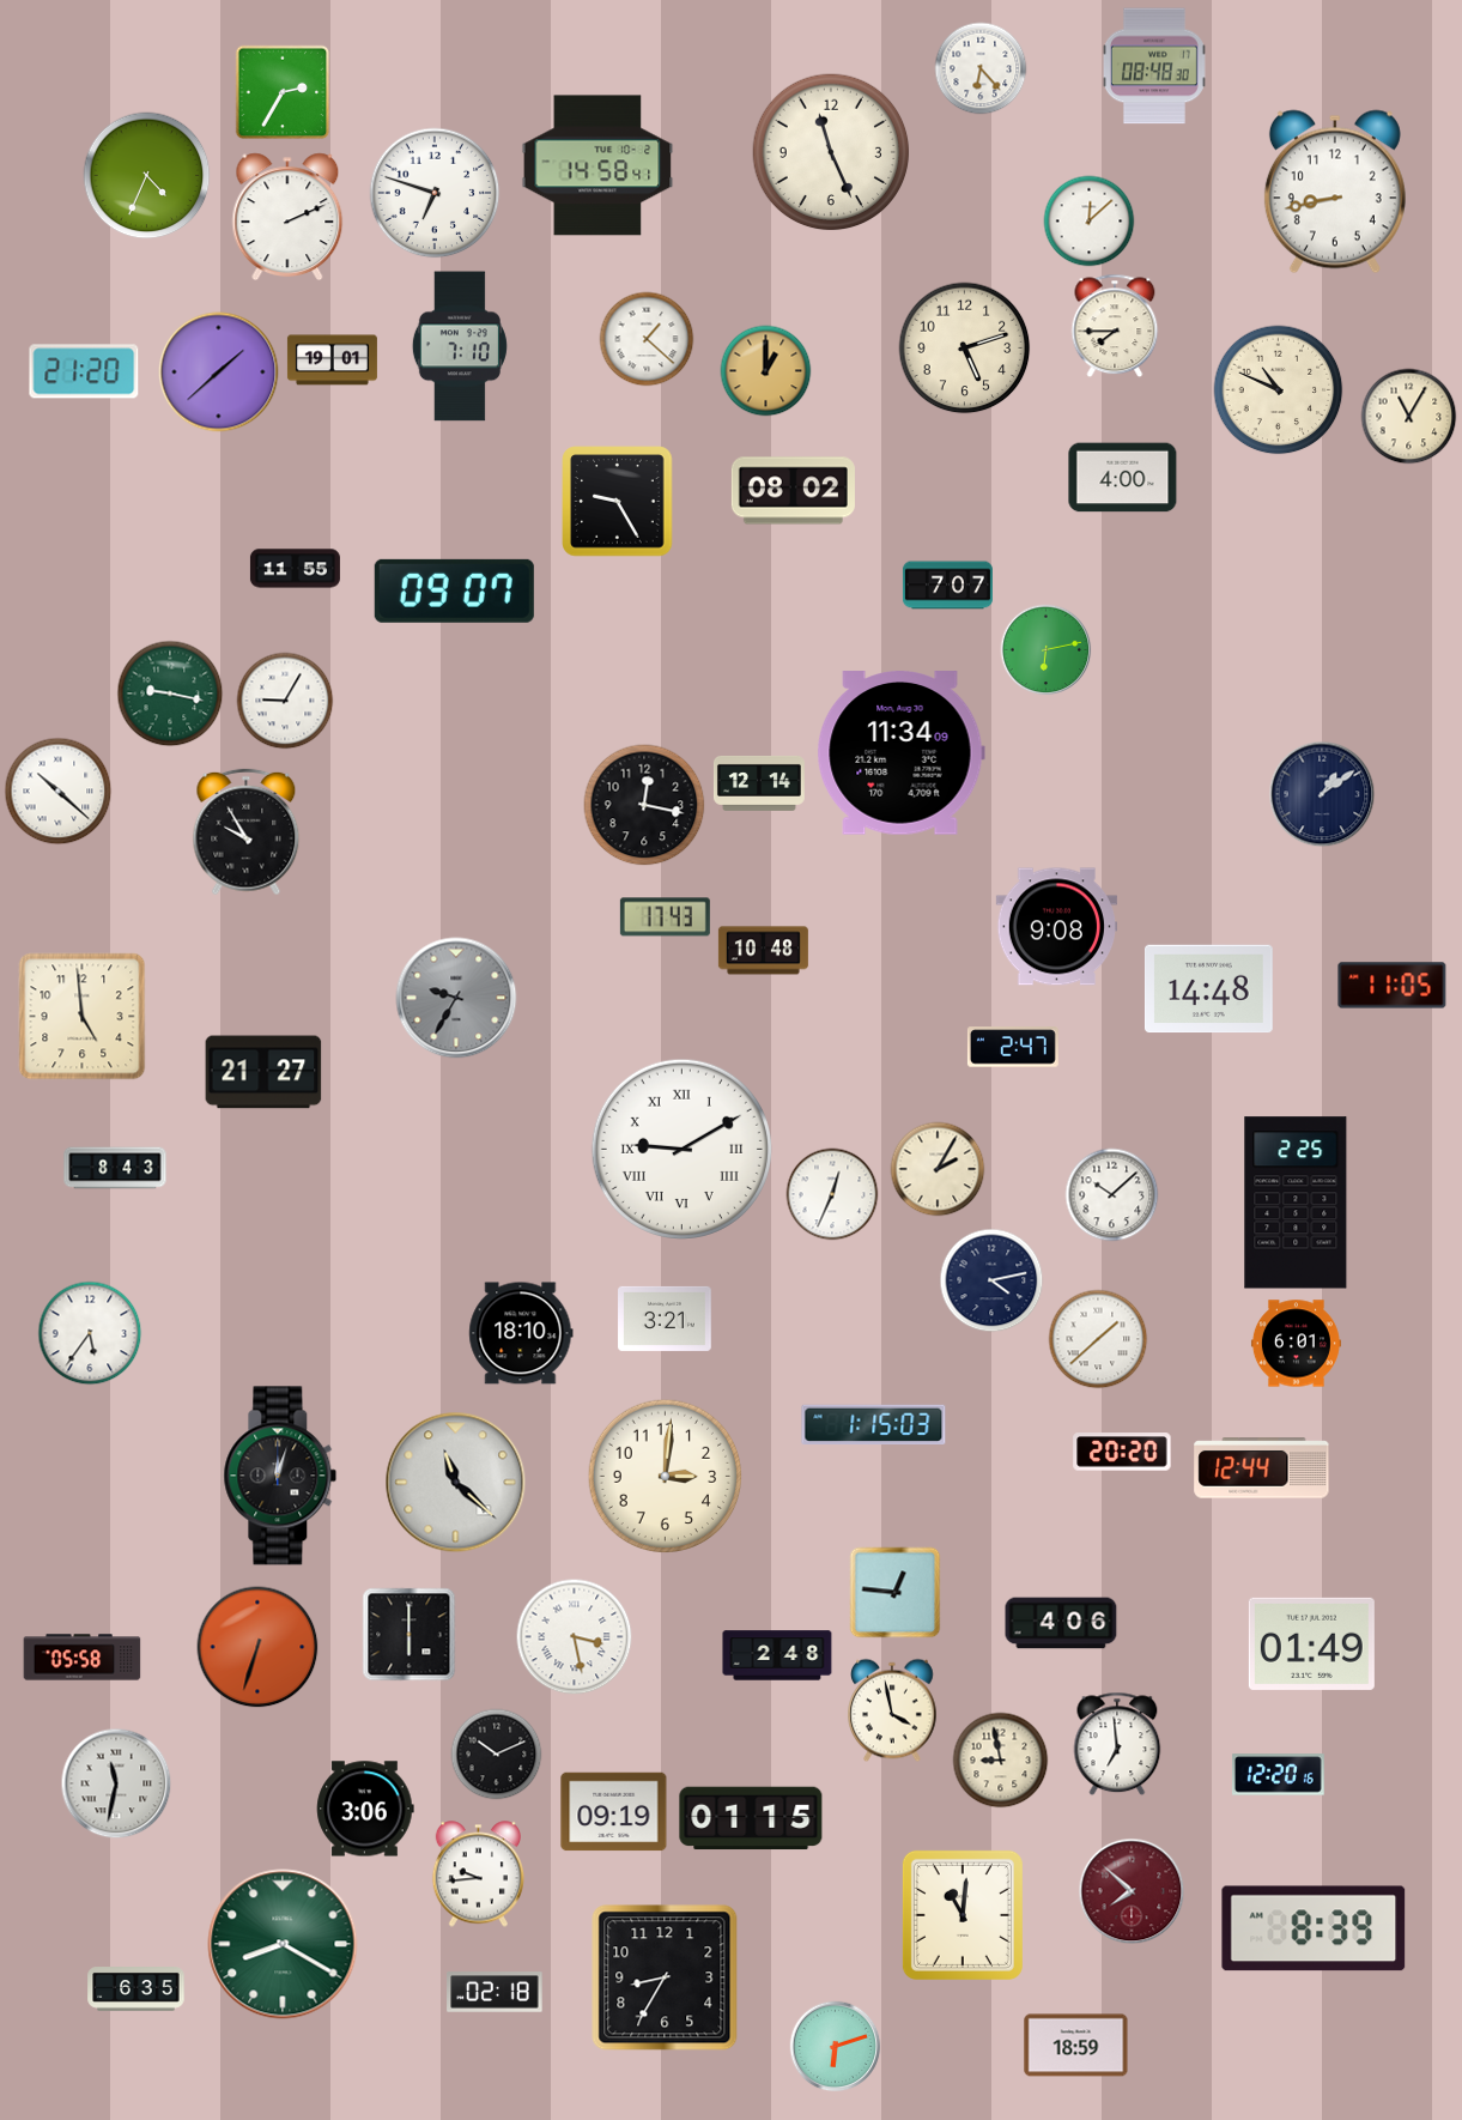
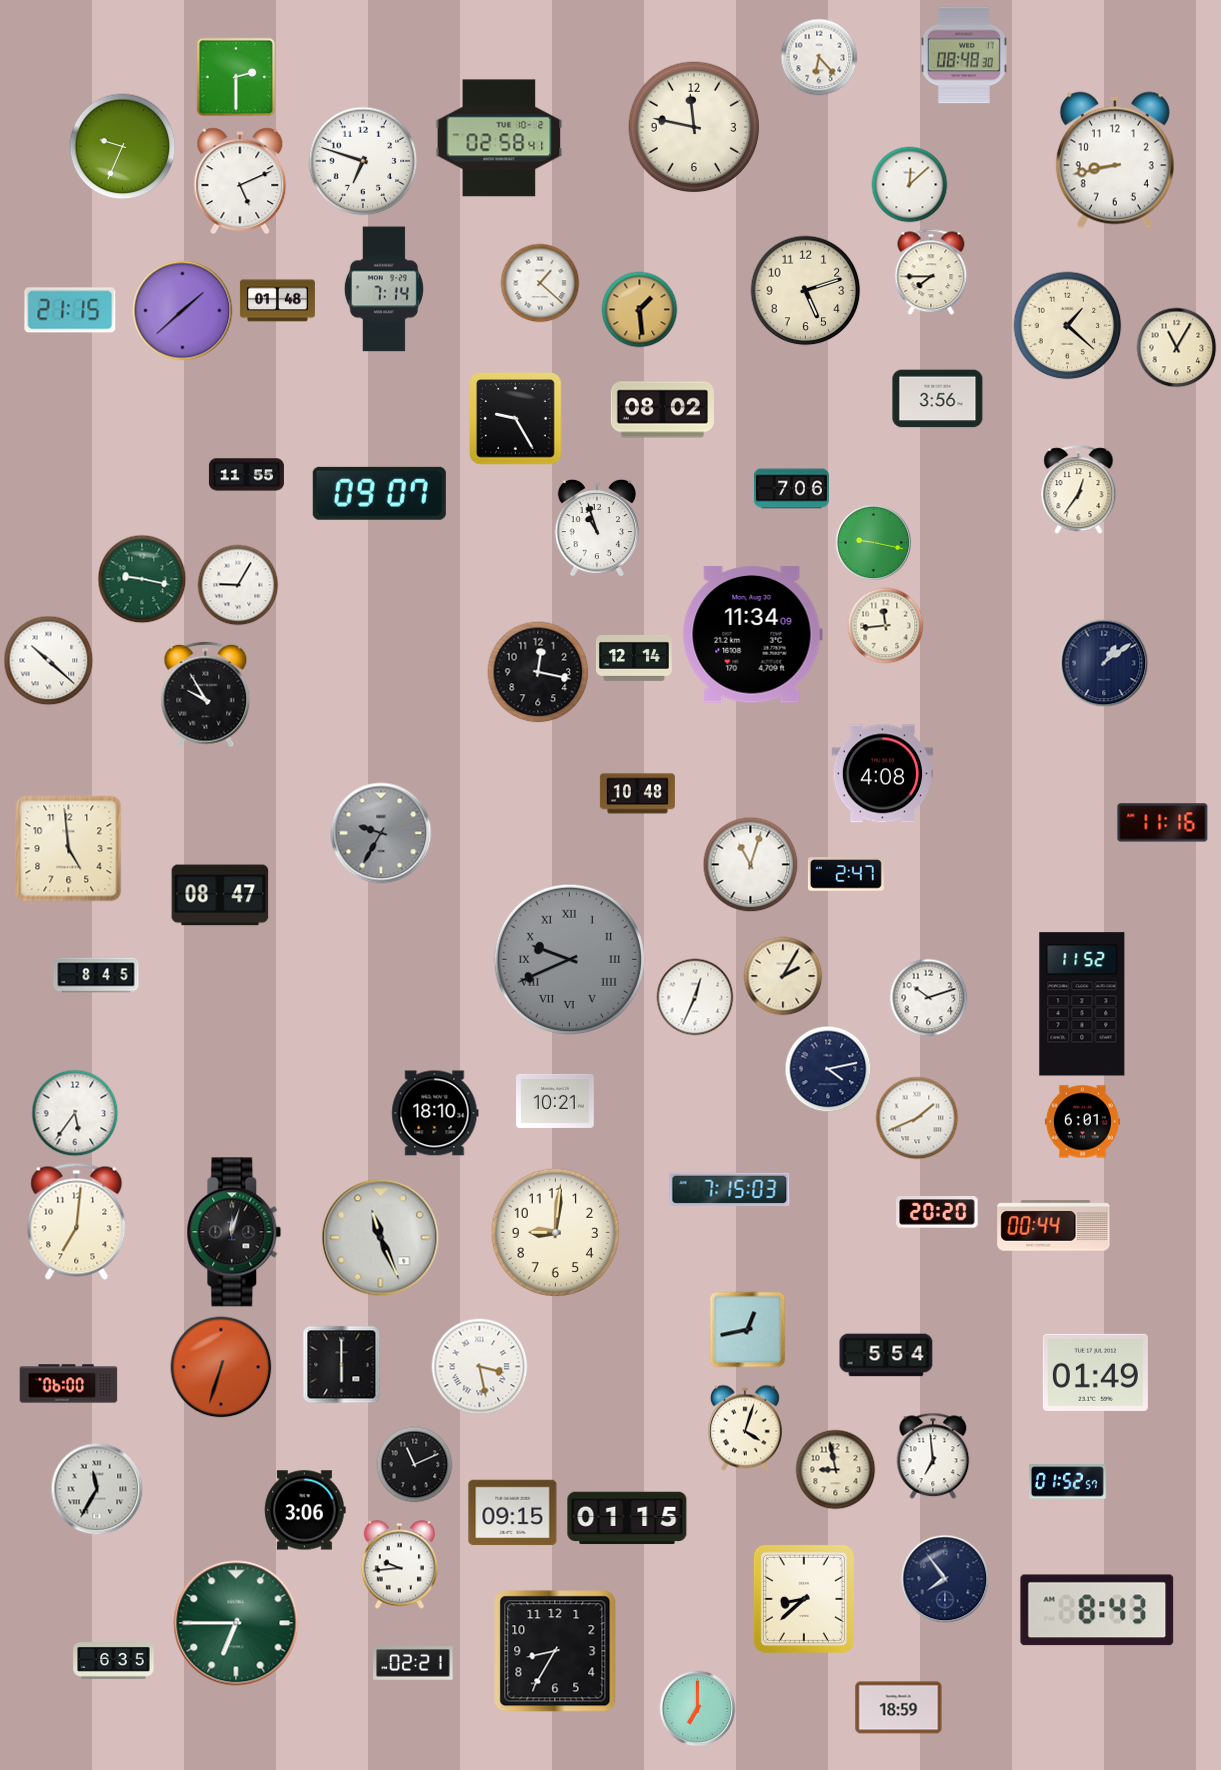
clock at (283, 92): 2:35 -> 2:30
clock at (831, 152): 11:26 -> 11:47
clock at (597, 165): 14:58 -> 02:58
clock at (147, 176): 4:34 -> 9:34
clock at (287, 217): 2:11 -> 5:11
clock at (460, 346): 7:10 -> 7:14
clock at (332, 361): 19:01 -> 01:48
clock at (84, 371): 21:20 -> 21:15
clock at (766, 371): 1:00 -> 1:29
clock at (1279, 390): 10:49 -> 1:22
clock at (1123, 478): 4:00 -> 3:56
clock at (947, 586): 7:07 -> 7:06
clock at (1079, 490): none -> 12:36
clock at (596, 528): none -> 10:57
clock at (1047, 650): 6:13 -> 9:17
clock at (886, 626): none -> 11:44
clock at (900, 753) position: (900, 753) -> (752, 635)
clock at (759, 783) position: (759, 783) -> (634, 658)
clock at (665, 917): 17:43 -> none
clock at (1056, 927): 9:08 -> 4:08
clock at (1393, 986): 11:05 -> 11:16
clock at (1208, 989): 14:48 -> none
clock at (751, 865): none -> 11:03
clock at (263, 1072): 21:27 -> 08:47
clock at (681, 1149): 9:10 -> 9:41
clock at (681, 1149) dial: white -> grey
clock at (115, 1168): 8:43 -> 8:45
clock at (1112, 1195): 10:08 -> 10:12
clock at (1296, 1203): 2:25 -> 11:52
clock at (665, 1319): 3:21 -> 10:21
clock at (1098, 1339): 1:38 -> 1:41
clock at (874, 1424): 1:15 -> 7:15
clock at (77, 1221): none -> 7:01
clock at (1262, 1468): 12:44 -> 00:44
clock at (666, 1477): 3:01 -> 9:01
clock at (456, 1483): 11:22 -> 11:26
clock at (896, 1593): 12:46 -> 12:43
clock at (1061, 1623): 4:06 -> 5:54
clock at (257, 1647) position: (257, 1647) -> (221, 1367)
clock at (777, 1655): 2:48 -> none
clock at (83, 1658): 05:58 -> 06:00
clock at (893, 1710): 3:58 -> 4:03
clock at (497, 1755): 10:11 -> 11:11
clock at (1278, 1775): 12:20 -> 01:52
clock at (116, 1783): 11:32 -> 11:35
clock at (614, 1812): 09:19 -> 09:15
clock at (1132, 1891): 7:52 -> 7:54
clock at (1132, 1891) dial: burgundy -> navy
clock at (963, 1915): 11:01 -> 8:38
clock at (1314, 1928): 8:39 -> 8:43
clock at (283, 1944): 8:20 -> 6:45
clock at (495, 1992): 02:18 -> 02:21
clock at (836, 2047): 6:12 -> 7:00
